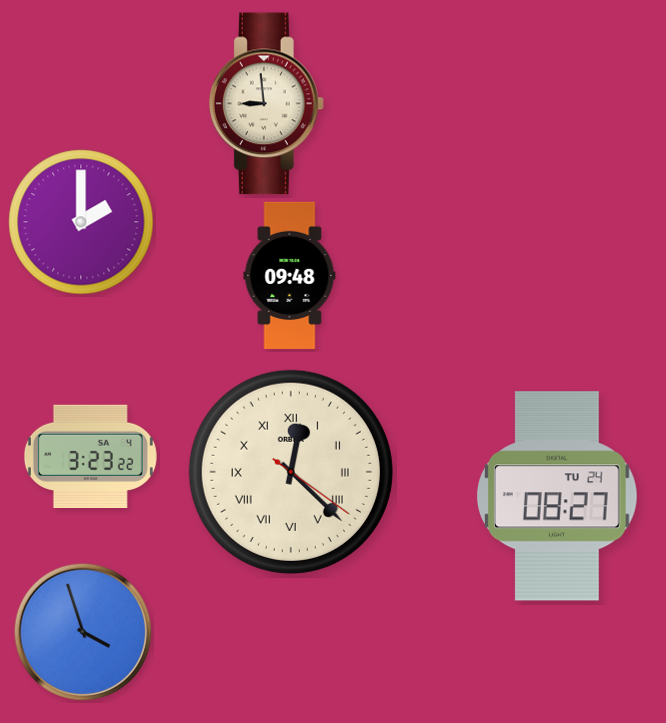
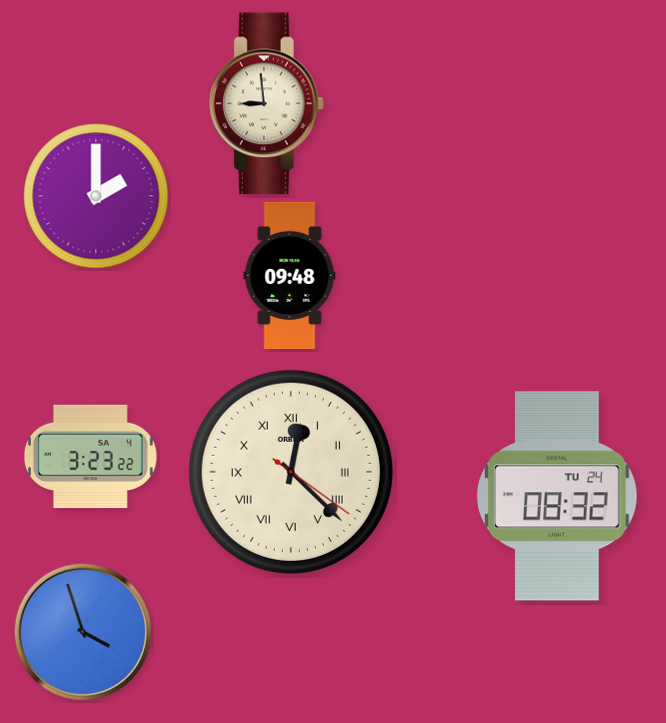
clock at (81, 222) position: (81, 222) -> (96, 196)
clock at (557, 496): 08:27 -> 08:32
